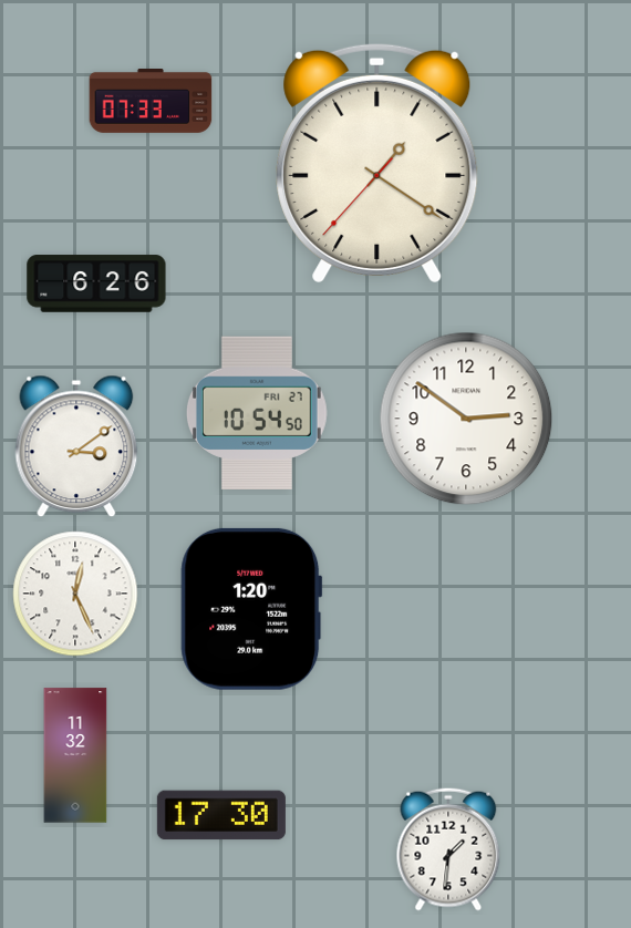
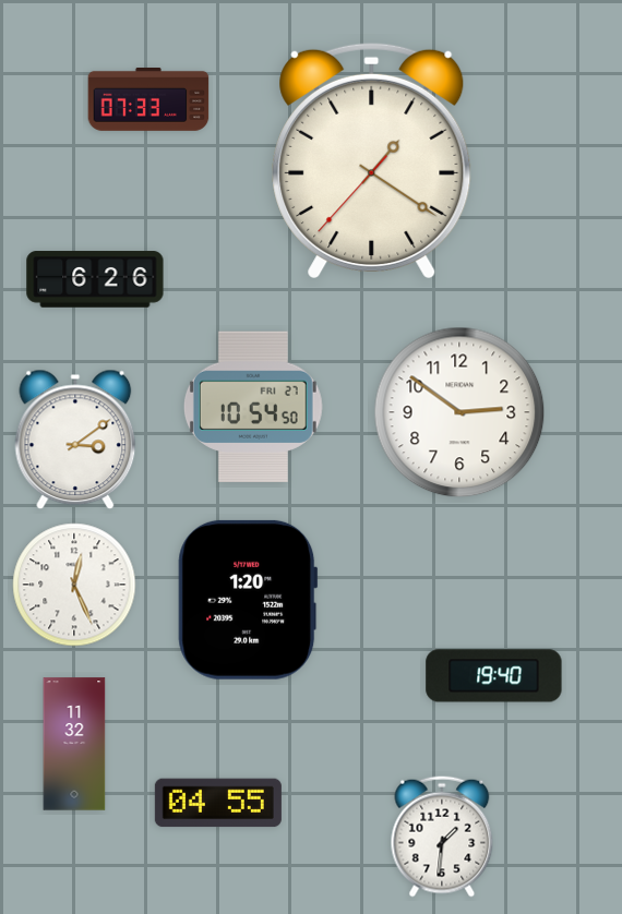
clock at (494, 676): none -> 19:40
clock at (221, 815): 17:30 -> 04:55
